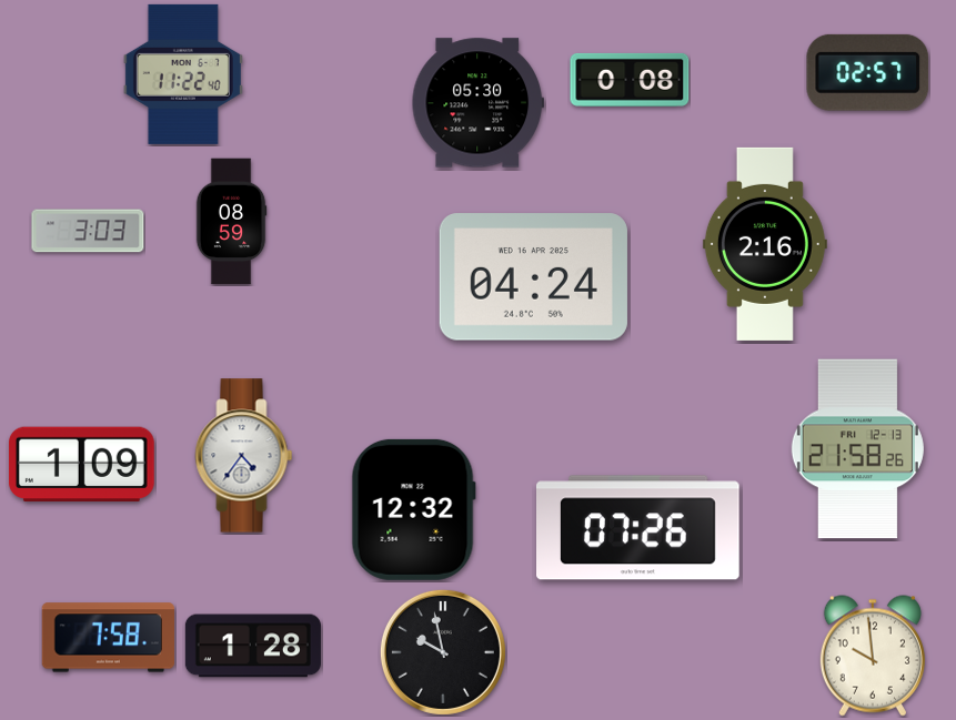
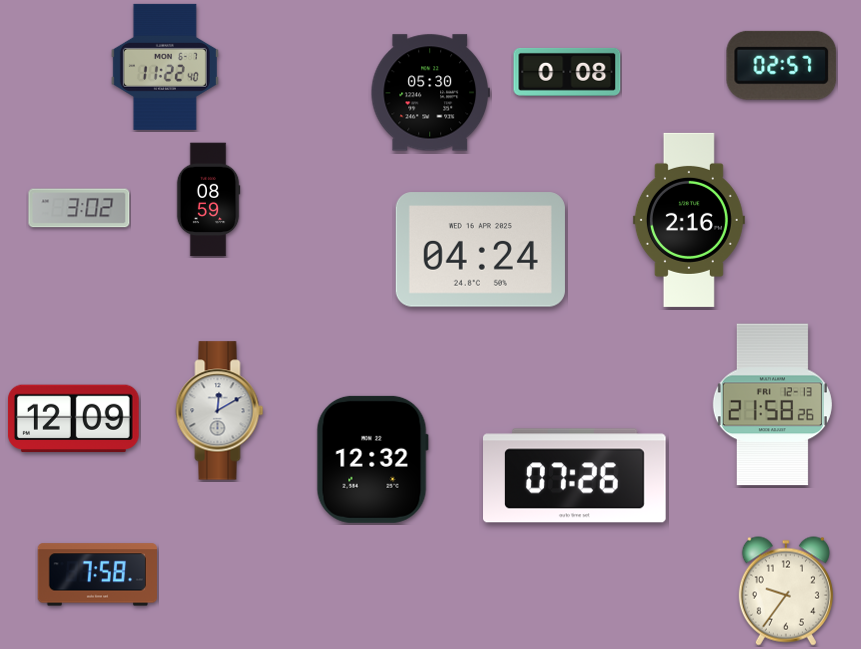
clock at (88, 231): 3:03 -> 3:02
clock at (244, 456): 4:36 -> 12:10
clock at (81, 465): 1:09 -> 12:09
clock at (253, 646): 1:28 -> none
clock at (443, 652): 9:58 -> none
clock at (873, 656): 9:59 -> 9:36
